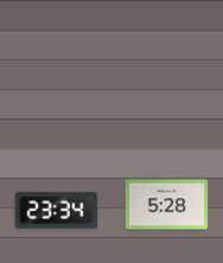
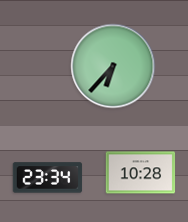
clock at (113, 66): none -> 6:37
clock at (167, 205): 5:28 -> 10:28
